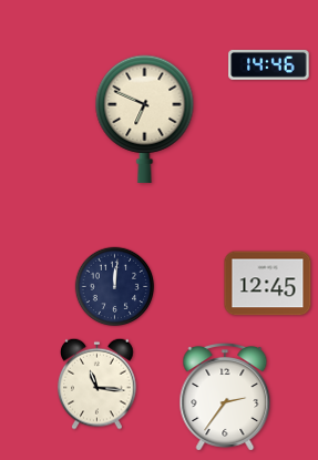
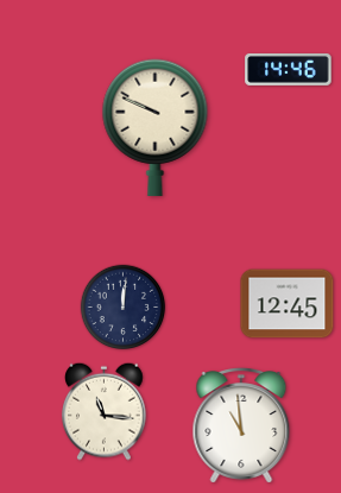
clock at (145, 119): 6:49 -> 9:49
clock at (225, 398): 2:36 -> 10:59
